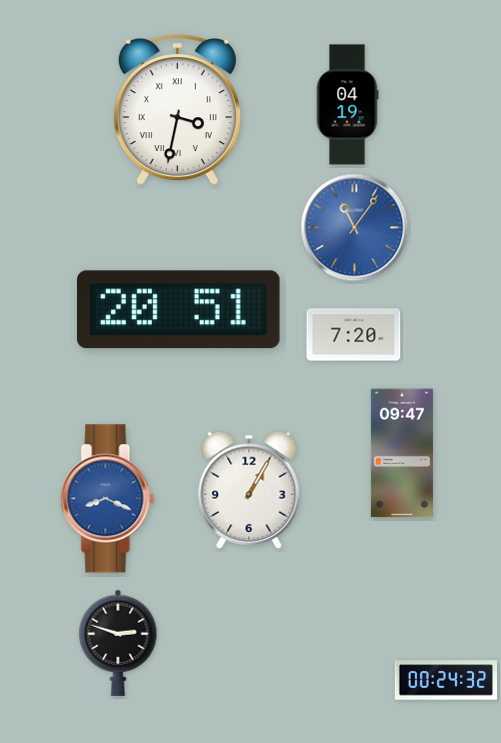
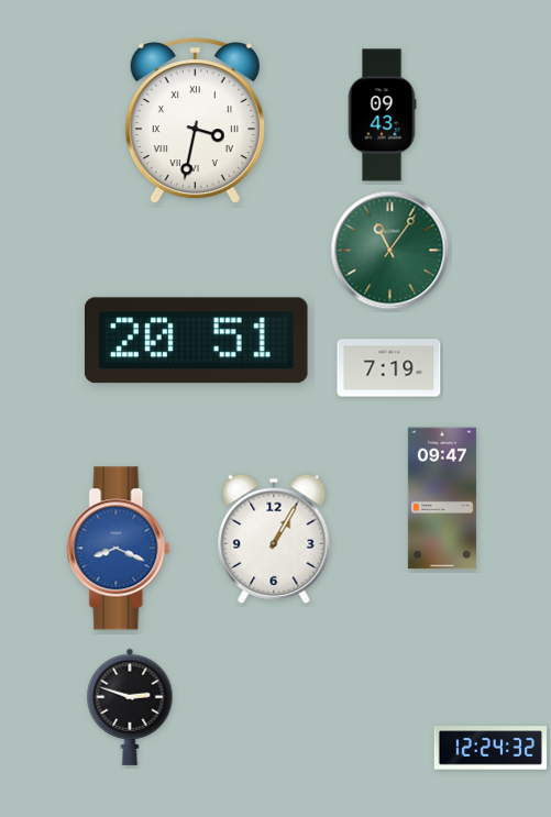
clock at (347, 105): 04:19 -> 09:43
clock at (355, 228) dial: blue -> green
clock at (354, 335): 7:20 -> 7:19
clock at (446, 680): 00:24 -> 12:24
